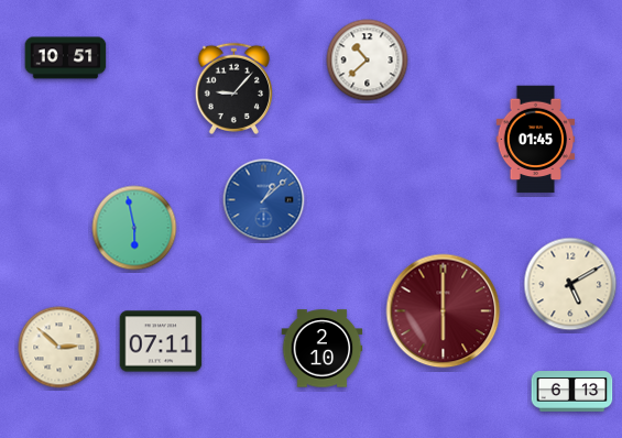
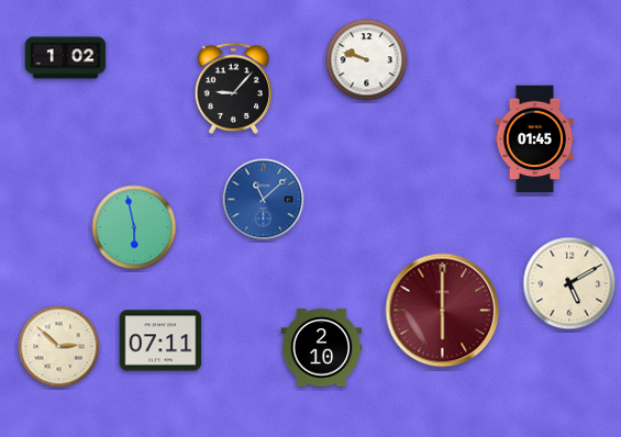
clock at (66, 58): 10:51 -> 1:02
clock at (368, 61): 10:38 -> 9:48
clock at (264, 200): 1:08 -> 11:08
clock at (572, 392): 6:13 -> none
